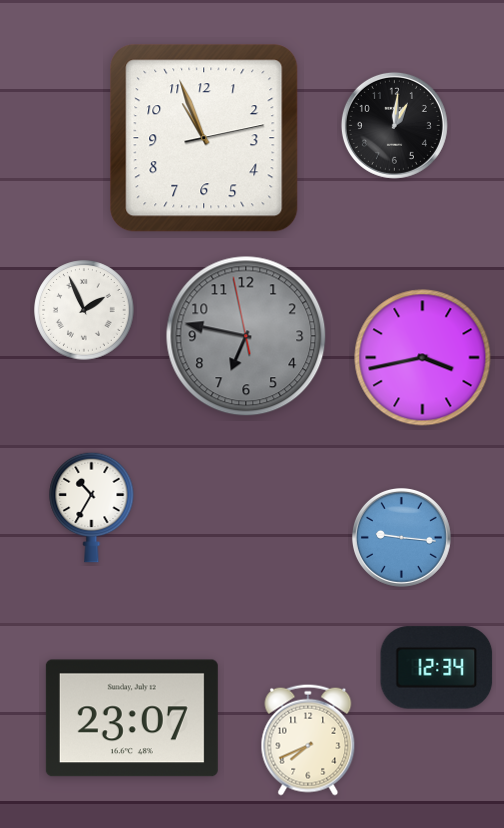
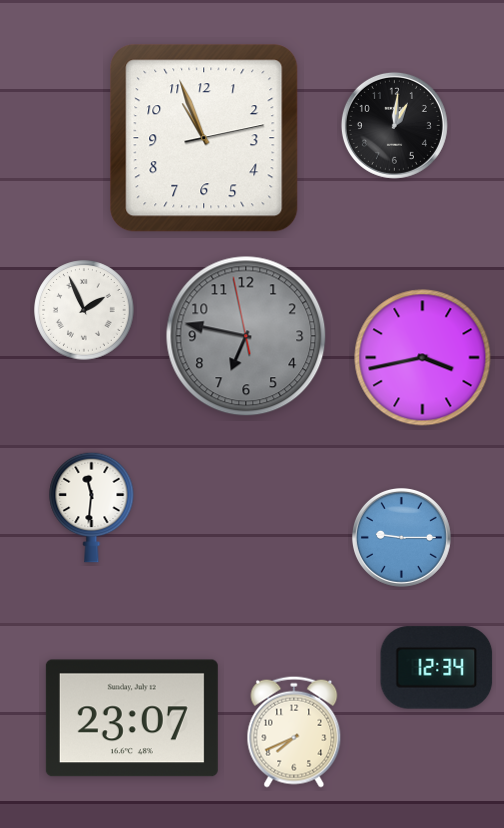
clock at (92, 507): 10:35 -> 11:31
clock at (401, 537): 9:16 -> 9:15
clock at (308, 740) position: (308, 740) -> (294, 732)
